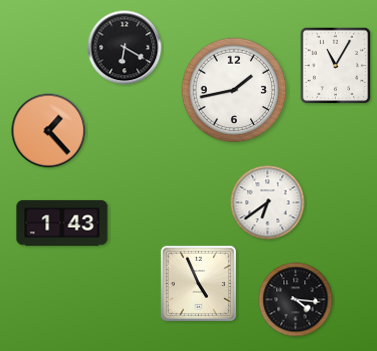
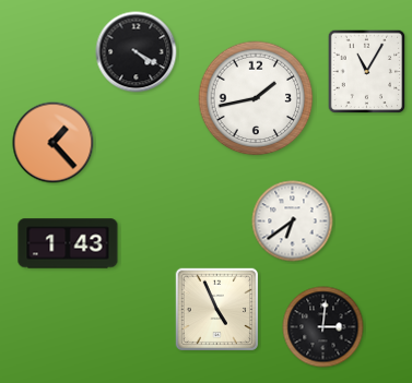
clock at (125, 48): 6:20 -> 4:20
clock at (296, 300): 4:16 -> 3:01
